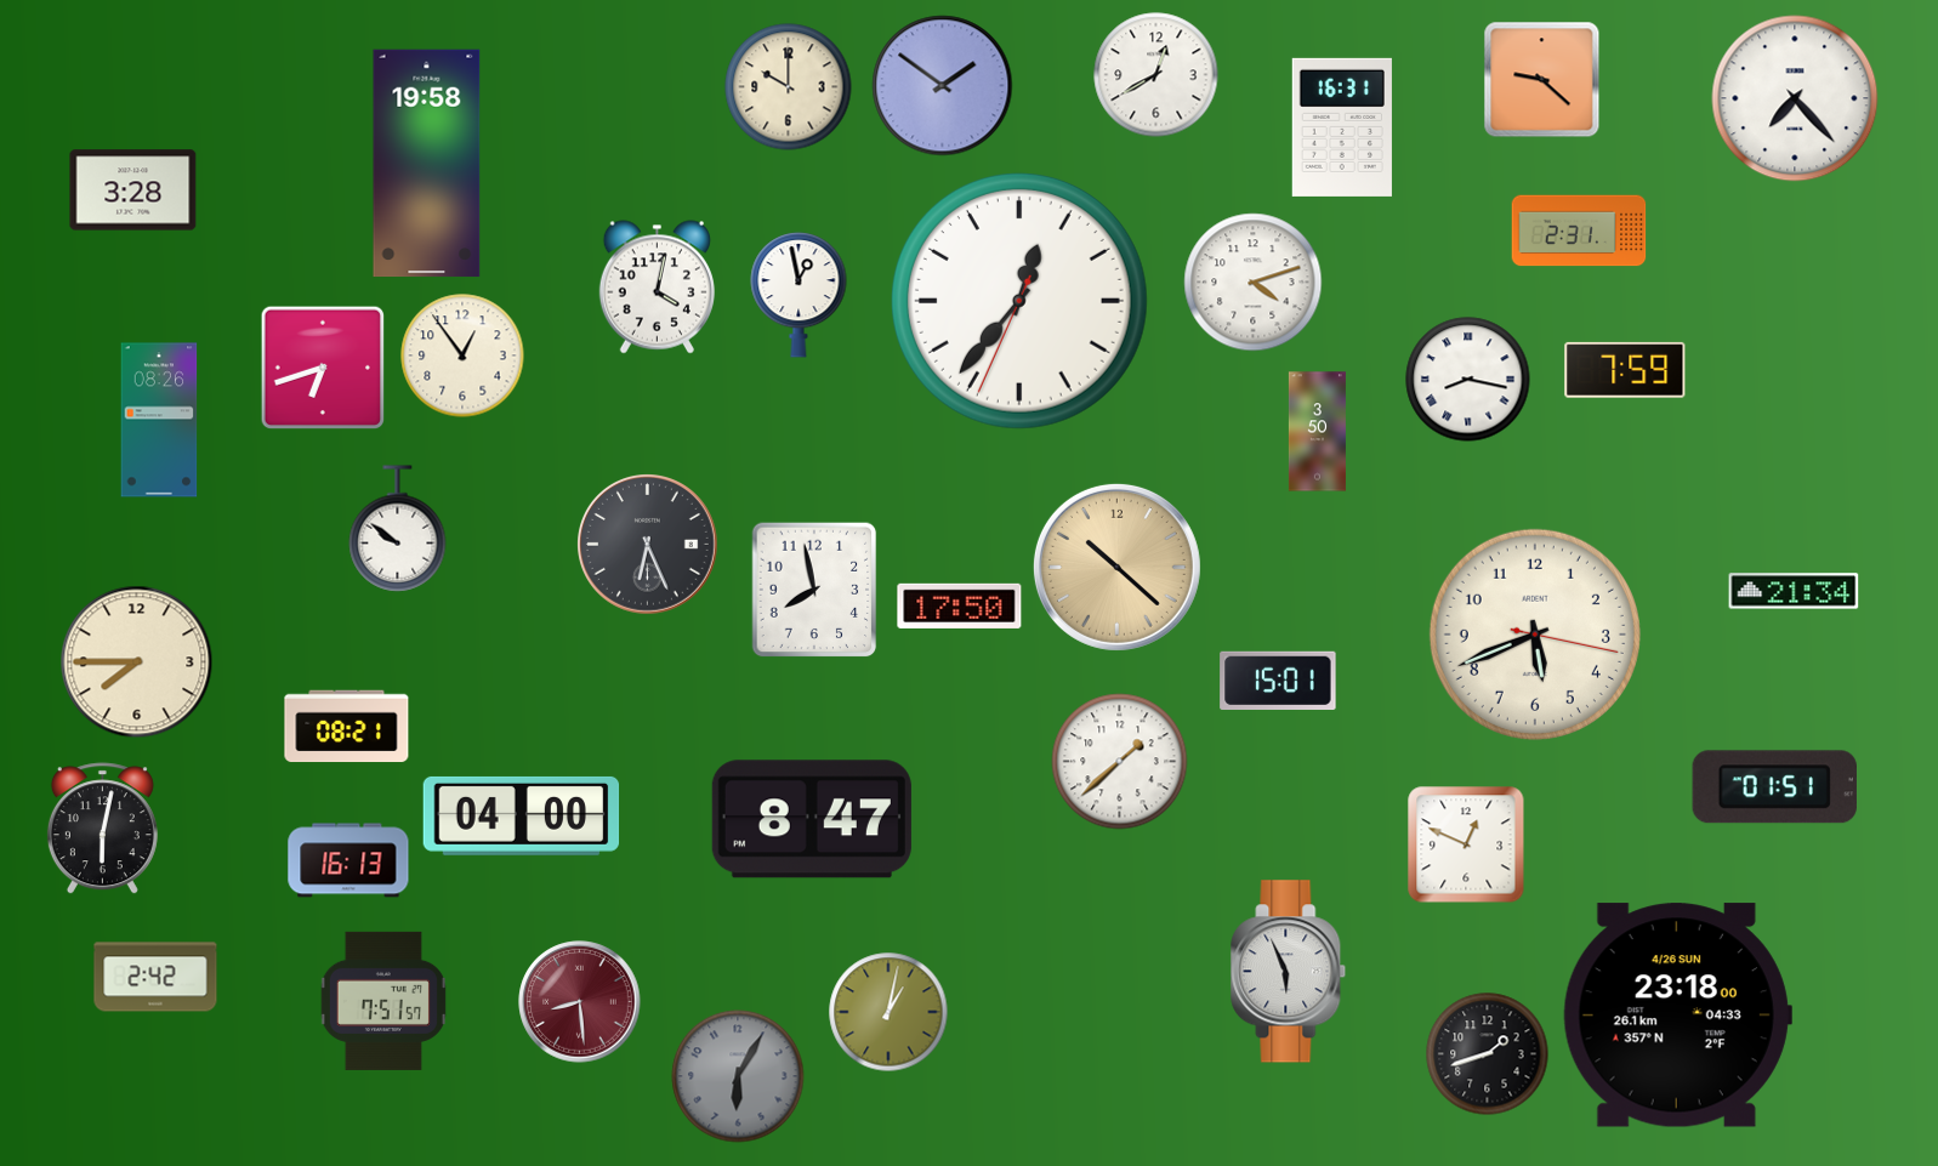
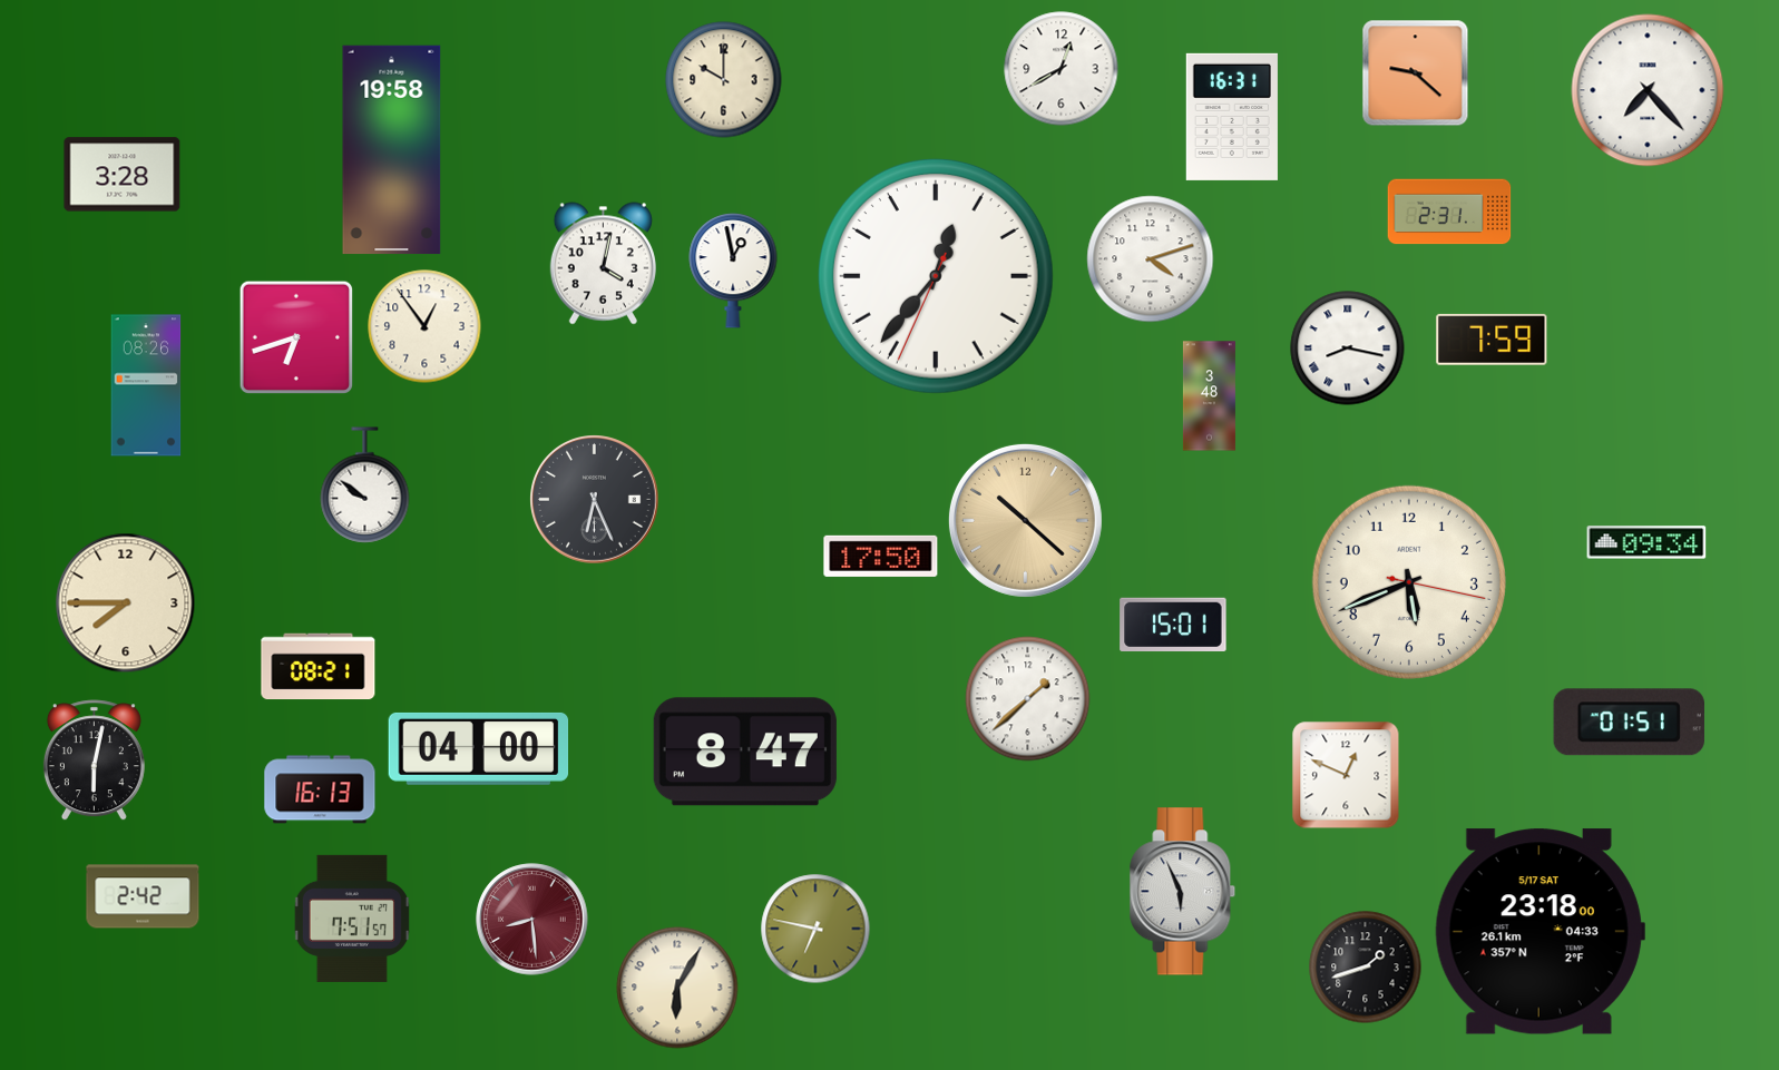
clock at (943, 86): 1:51 -> none
clock at (1317, 432): 3:50 -> 3:48
clock at (814, 590): 7:58 -> none
clock at (1794, 591): 21:34 -> 09:34
clock at (137, 662) position: (137, 662) -> (126, 603)
clock at (888, 1012): 1:02 -> 6:47
clock at (1677, 1016) date: 4/26 SUN -> 5/17 SAT
clock at (738, 1076) dial: grey -> cream
